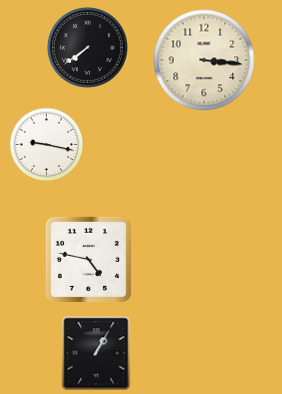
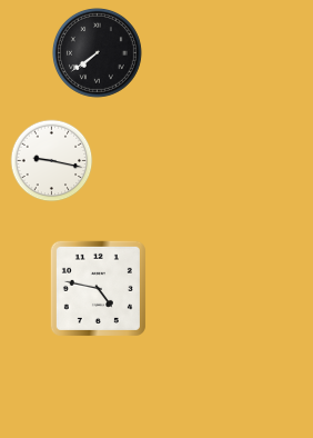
clock at (204, 60): 3:16 -> none
clock at (96, 353): 1:05 -> none
